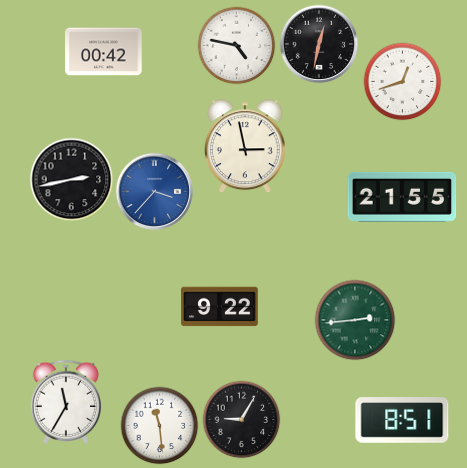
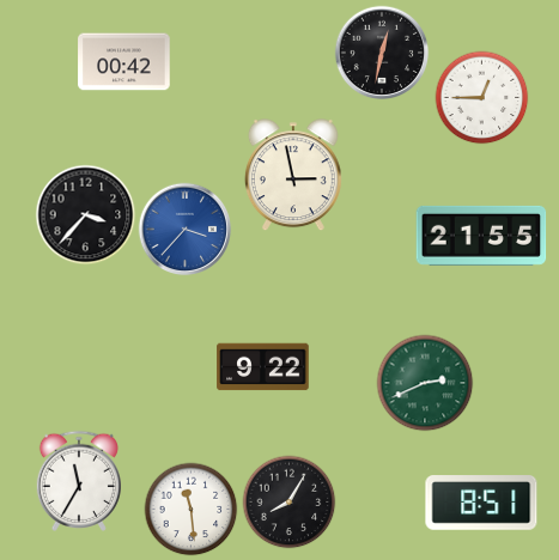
clock at (236, 45): 4:47 -> none
clock at (402, 81): 12:42 -> 12:45
clock at (71, 179): 2:43 -> 3:37
clock at (355, 320): 2:44 -> 2:41
clock at (241, 419): 9:05 -> 8:05
